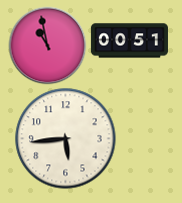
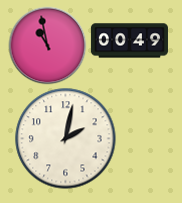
clock at (129, 41): 00:51 -> 00:49
clock at (66, 139): 5:44 -> 2:02
